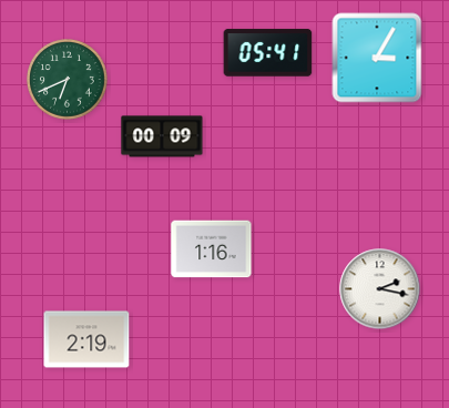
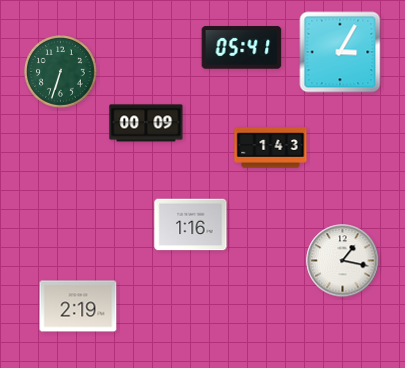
clock at (68, 80): 6:41 -> 6:33
clock at (271, 148): none -> 1:43
clock at (380, 289): 2:17 -> 1:17
